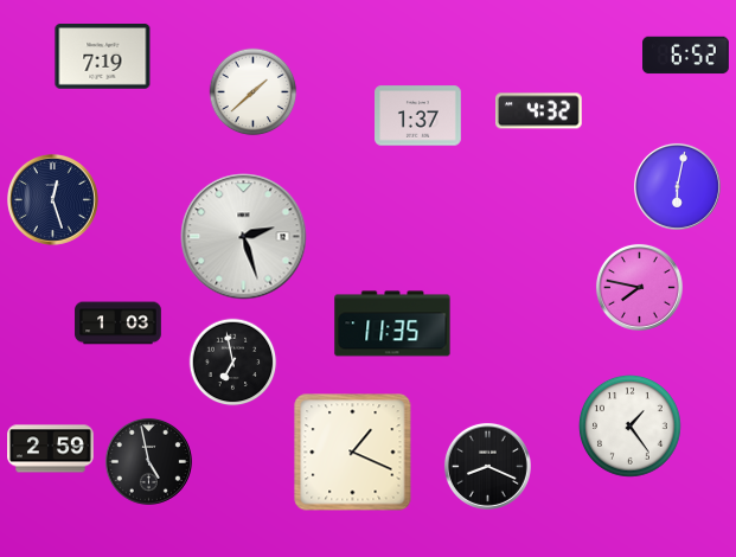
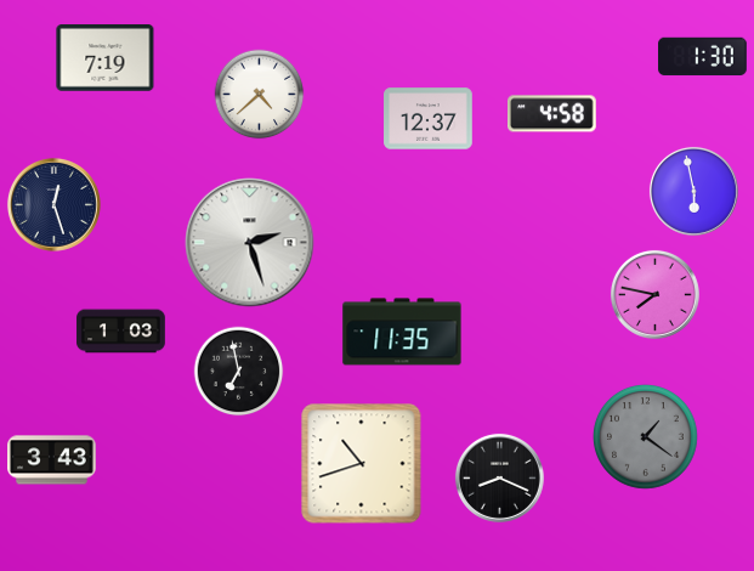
clock at (686, 56): 6:52 -> 1:30
clock at (254, 92): 1:38 -> 4:38
clock at (539, 111): 4:32 -> 4:58
clock at (418, 116): 1:37 -> 12:37
clock at (677, 186): 6:02 -> 5:58
clock at (629, 425): 1:24 -> 1:21
clock at (629, 425) dial: white -> grey
clock at (51, 449): 2:59 -> 3:43
clock at (353, 453): 1:19 -> 10:42
clock at (148, 461): 4:58 -> none
